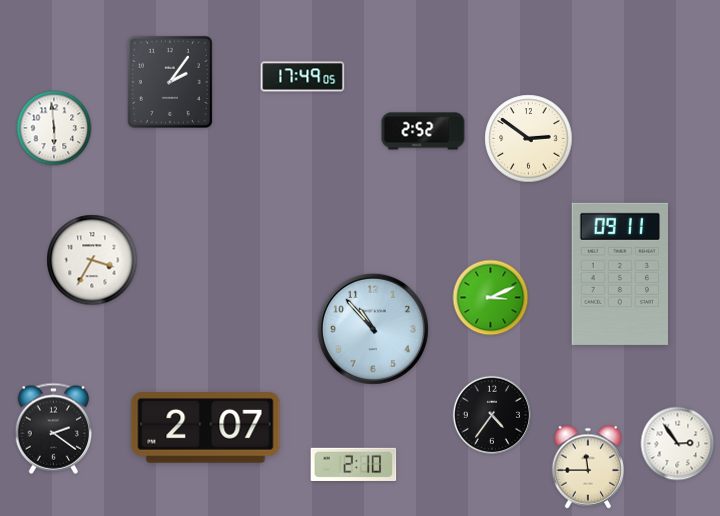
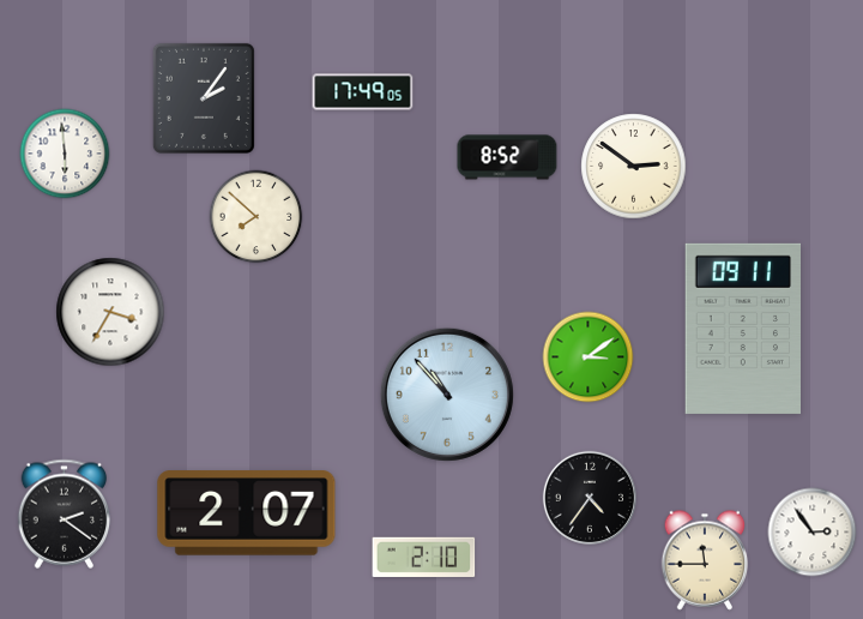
clock at (423, 131): 2:52 -> 8:52
clock at (257, 217): none -> 7:52
clock at (491, 298): 3:11 -> 3:09
